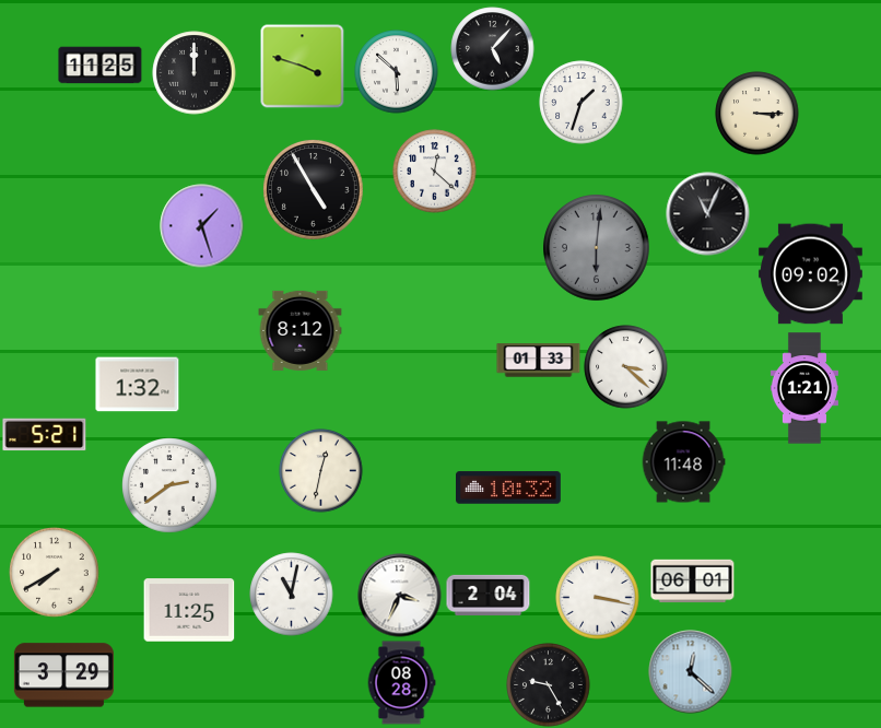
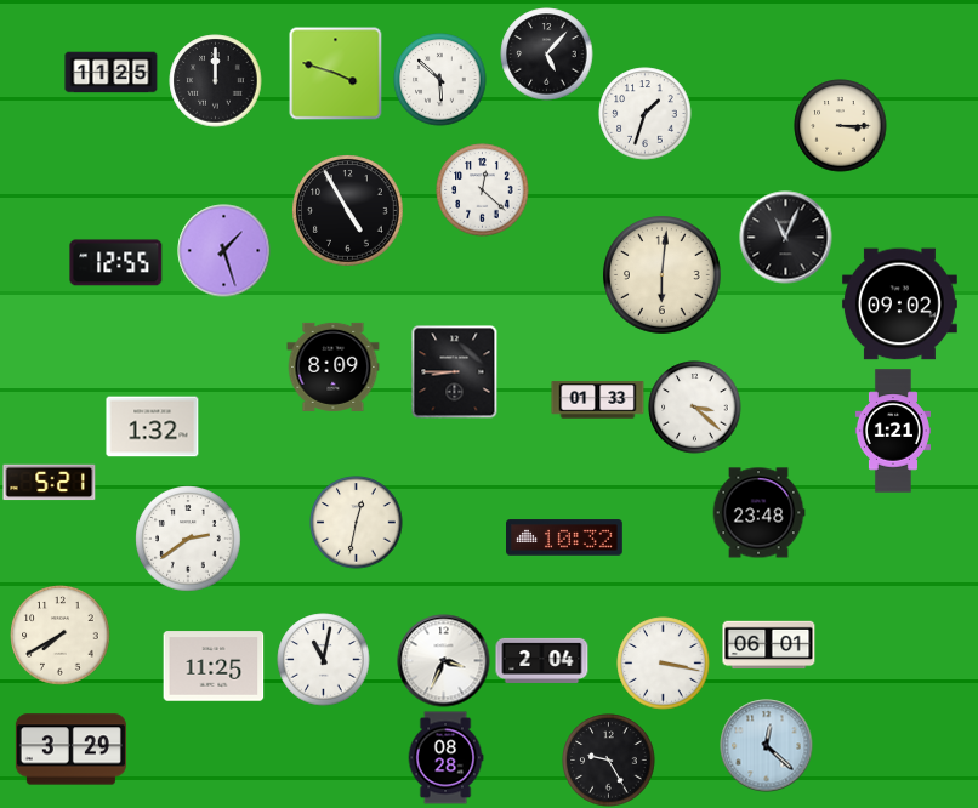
clock at (116, 263): none -> 12:55
clock at (597, 248) dial: grey -> cream
clock at (301, 330): 8:12 -> 8:09
clock at (455, 372): none -> 8:45
clock at (683, 462): 11:48 -> 23:48
clock at (509, 488) position: (509, 488) -> (565, 537)
clock at (189, 610) position: (189, 610) -> (214, 666)
